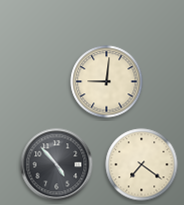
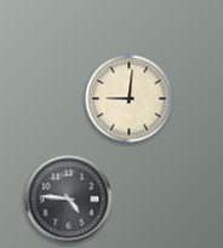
clock at (57, 165): 4:53 -> 4:46
clock at (142, 165): 7:21 -> none
